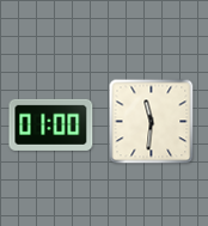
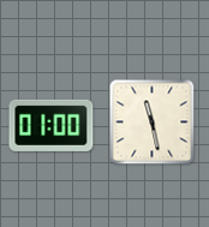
clock at (152, 122): 11:31 -> 11:28
